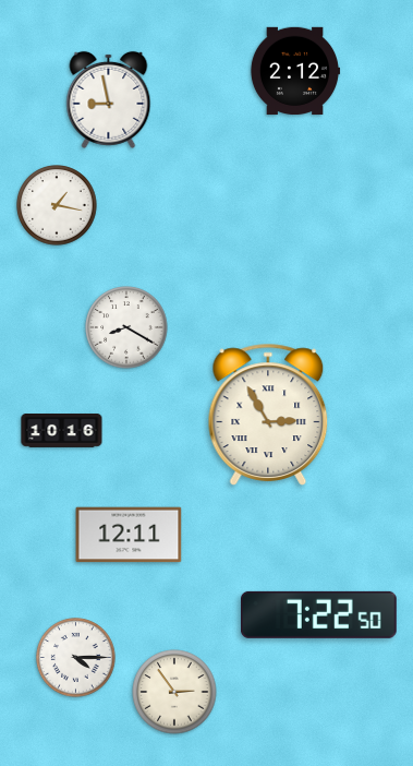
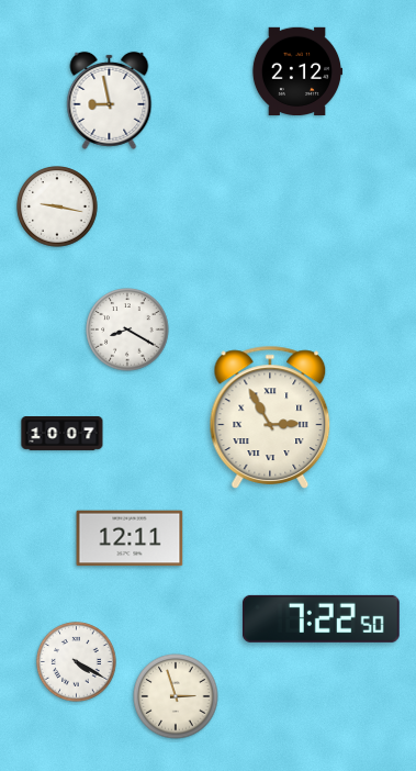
clock at (57, 205): 1:17 -> 9:17
clock at (62, 431): 10:16 -> 10:07
clock at (76, 658): 4:15 -> 4:20
clock at (174, 692): 2:54 -> 2:57
